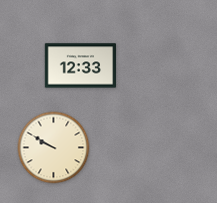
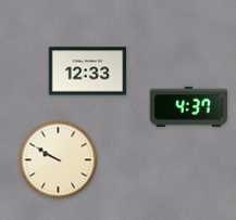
clock at (189, 106): none -> 4:37
